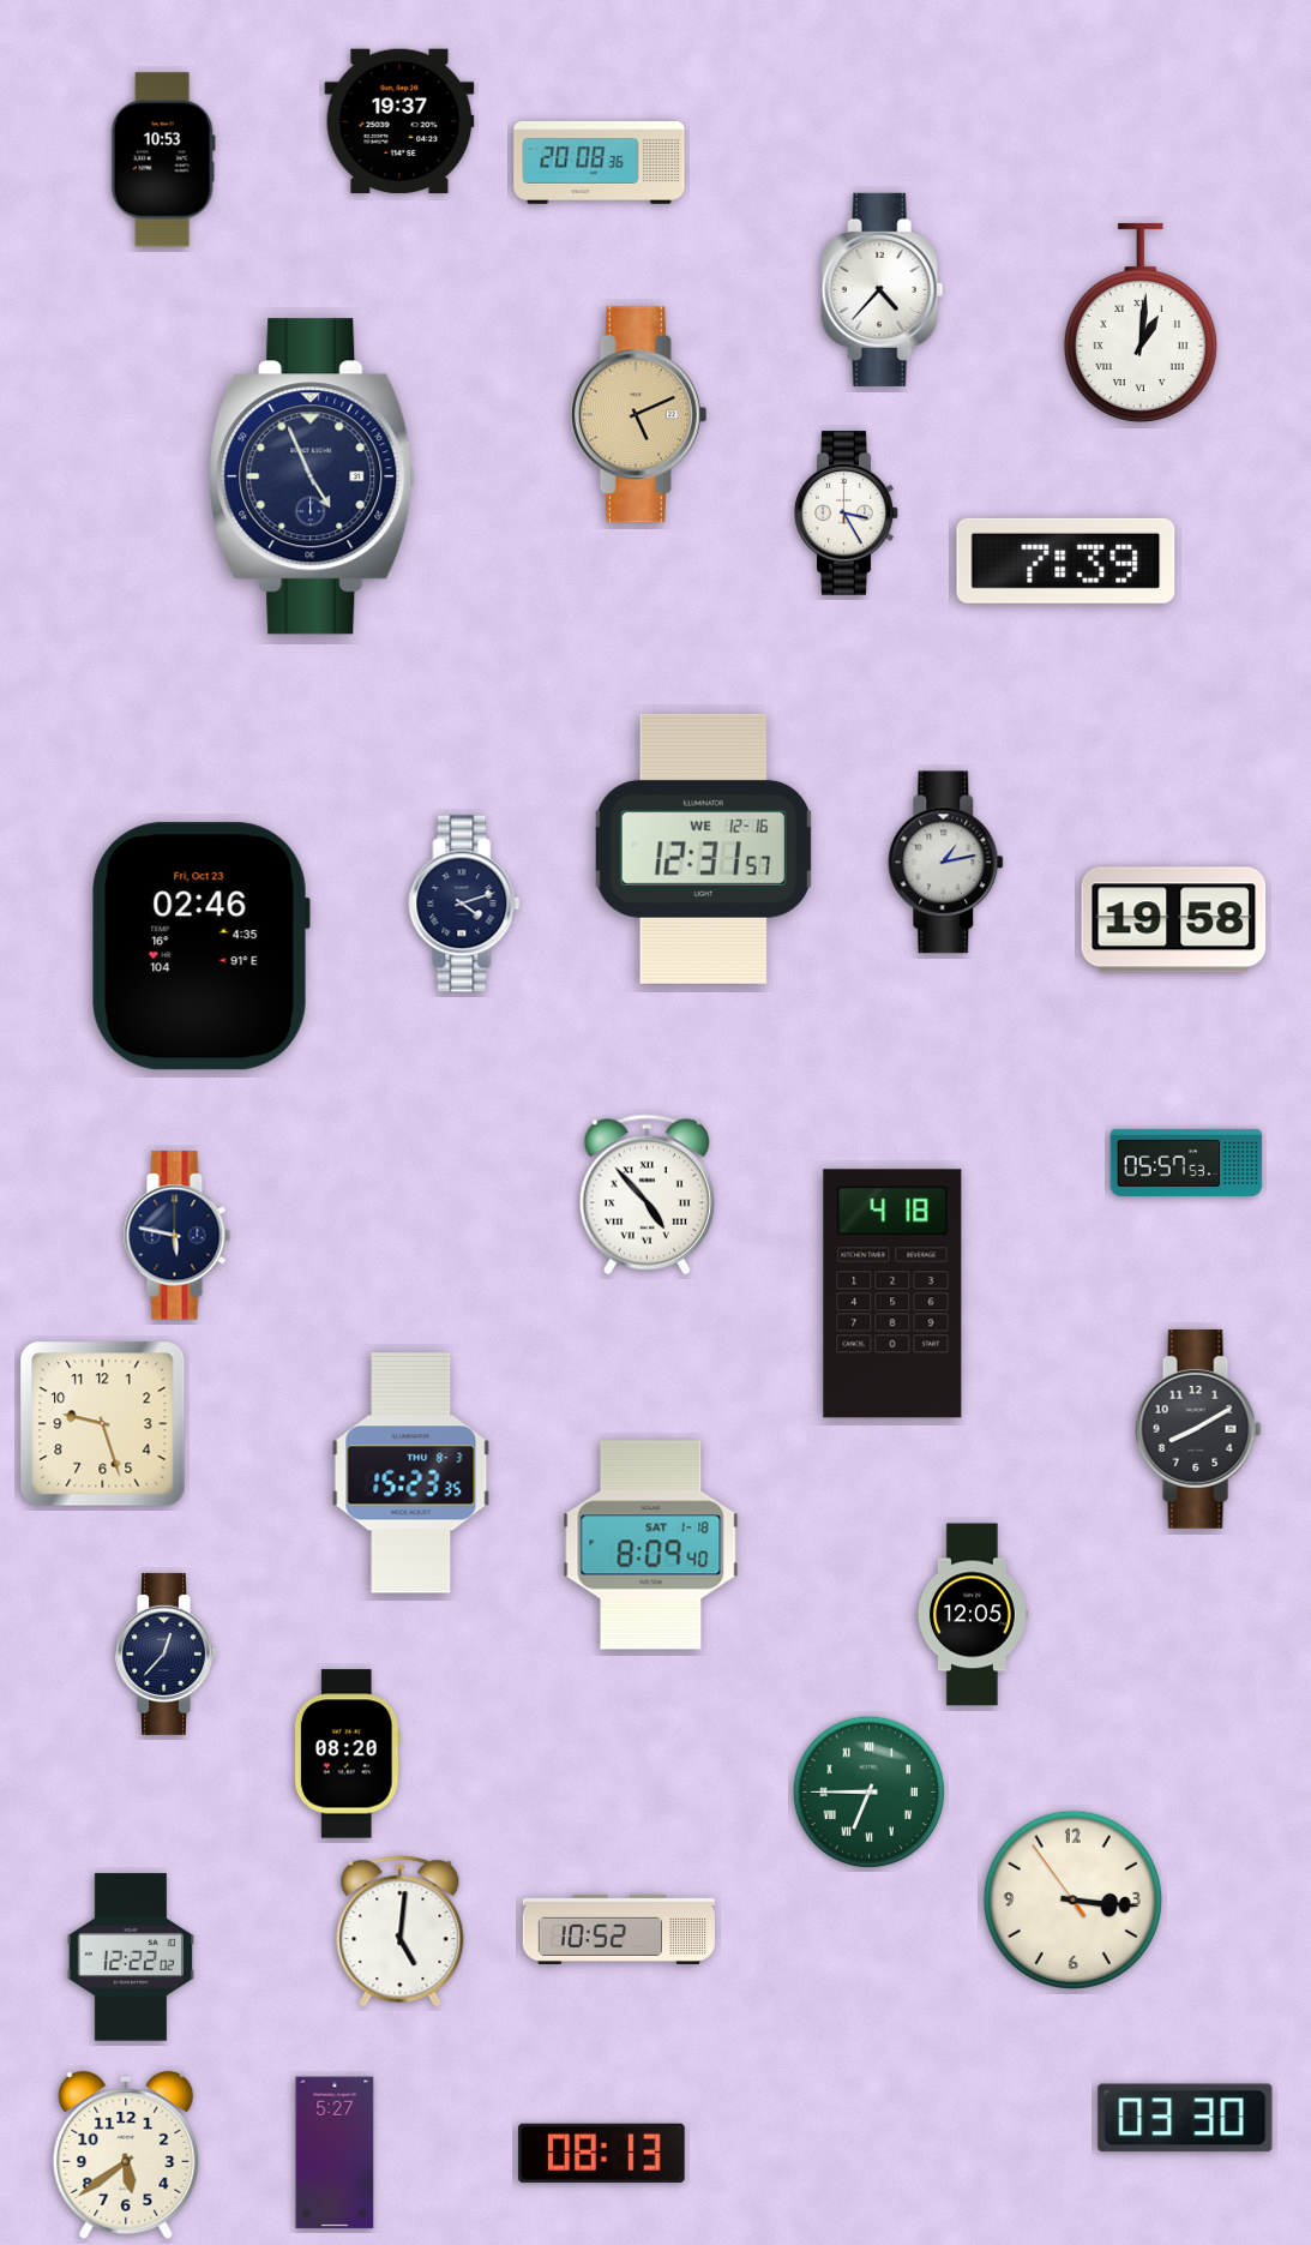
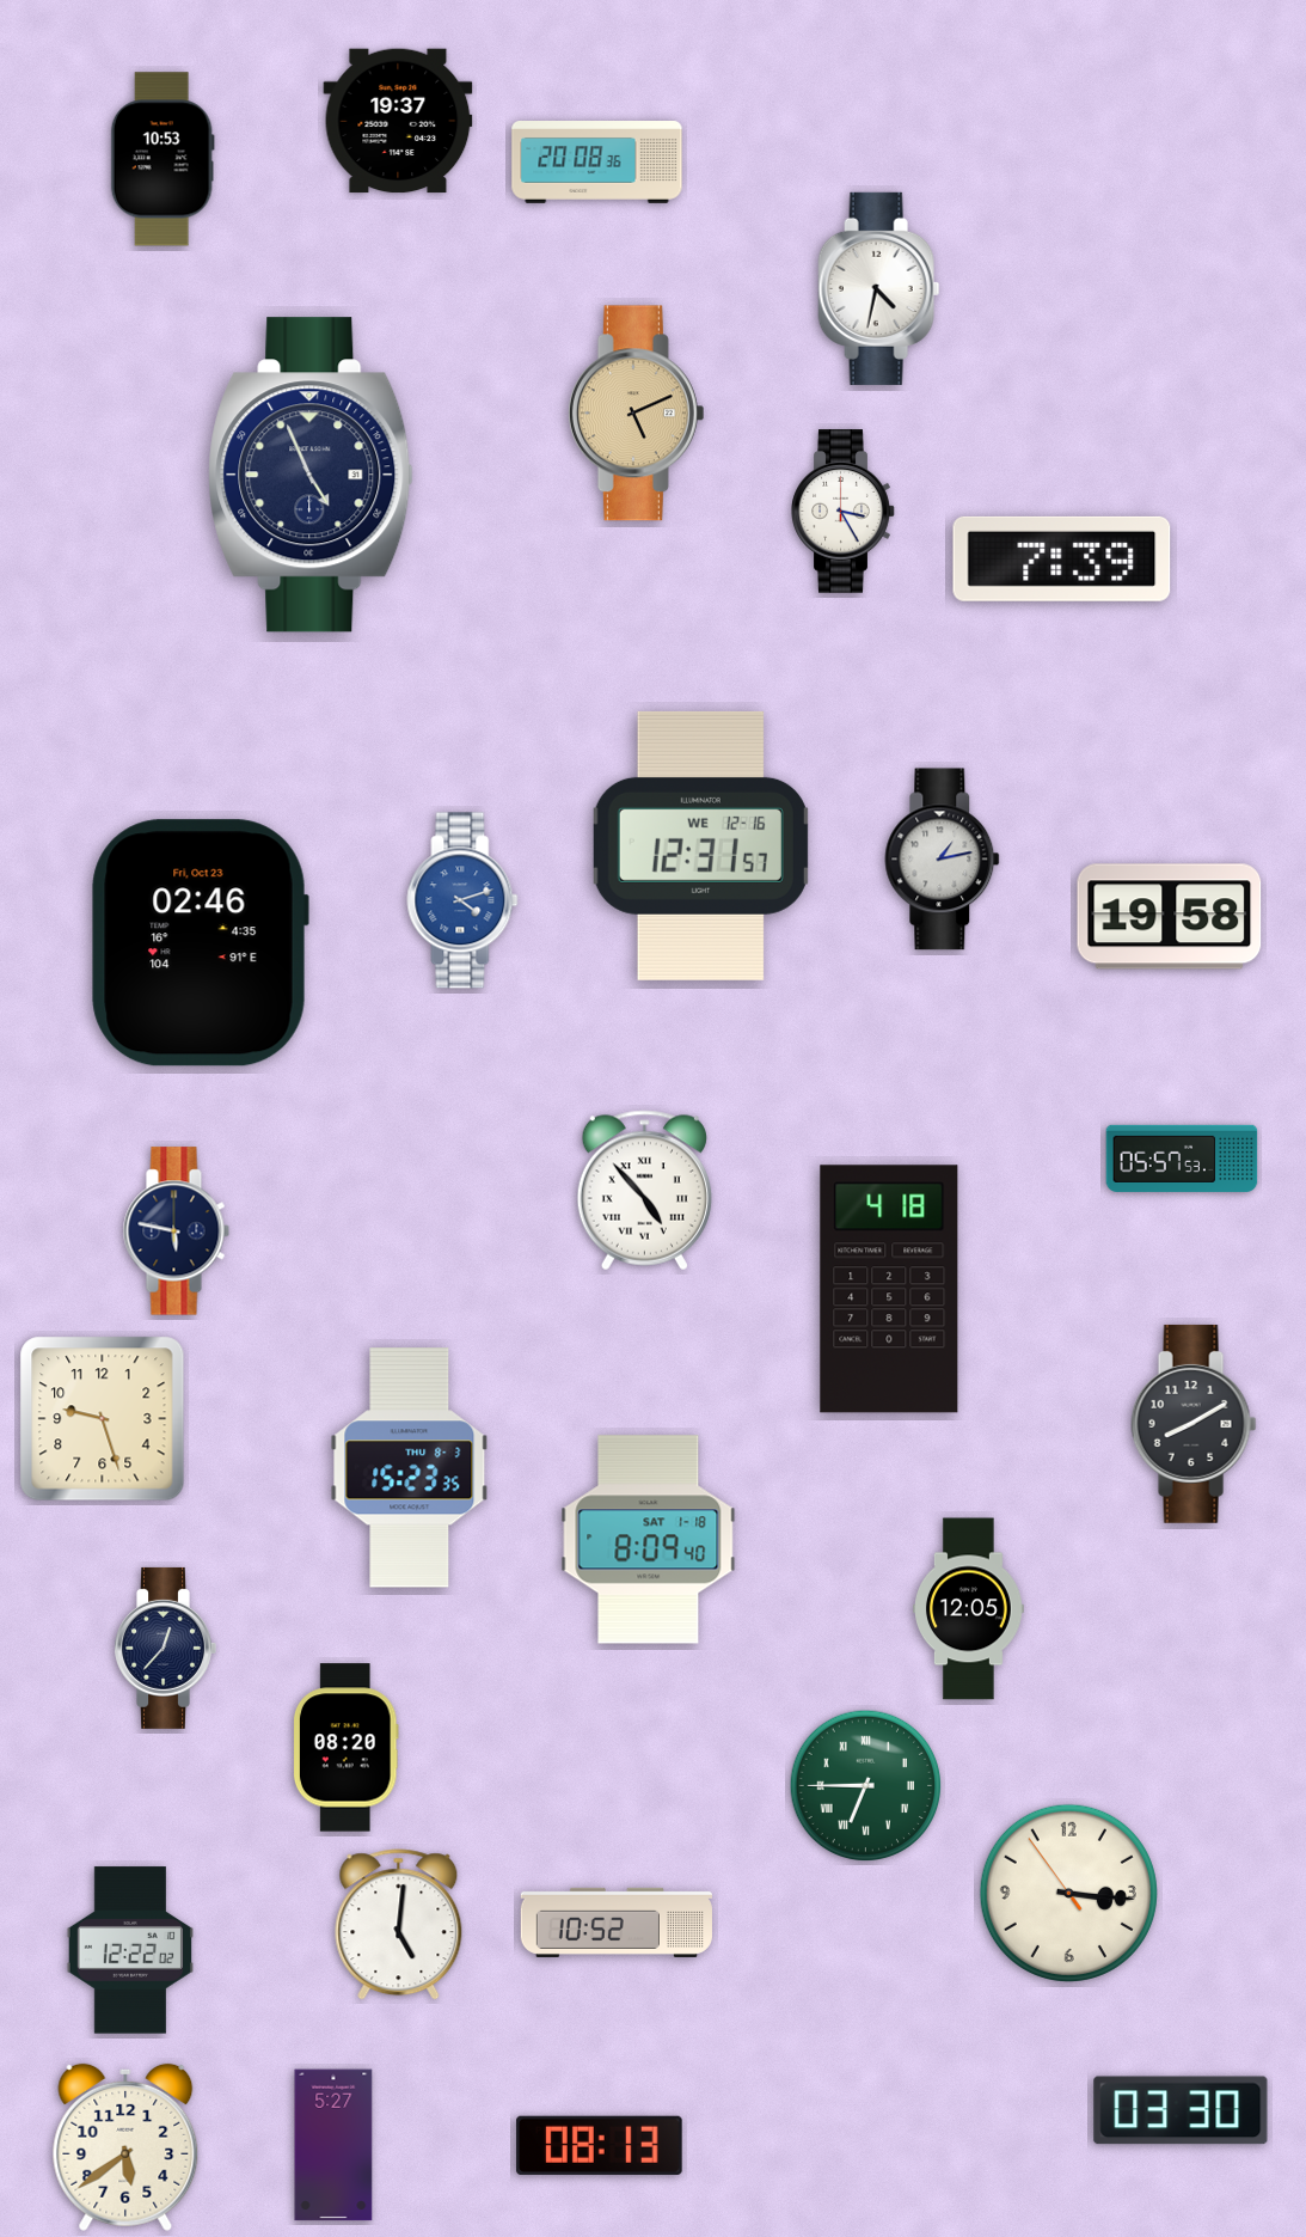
clock at (883, 289): 4:37 -> 4:32
clock at (1141, 323): 1:01 -> none
clock at (464, 904) dial: navy -> blue
